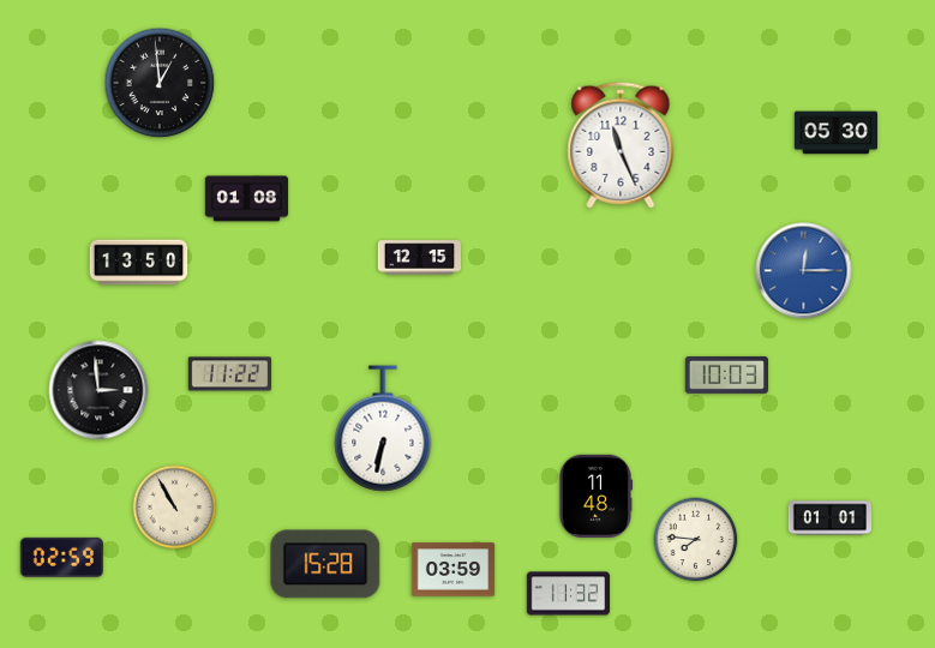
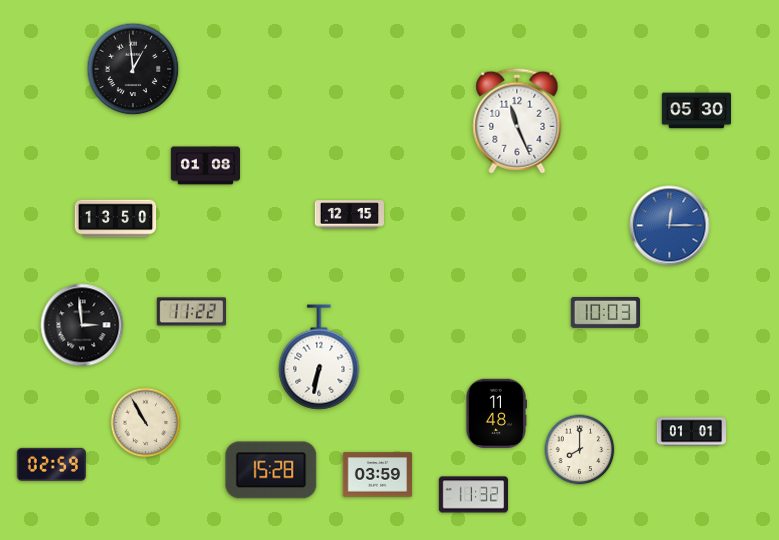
clock at (696, 540): 7:46 -> 8:00
